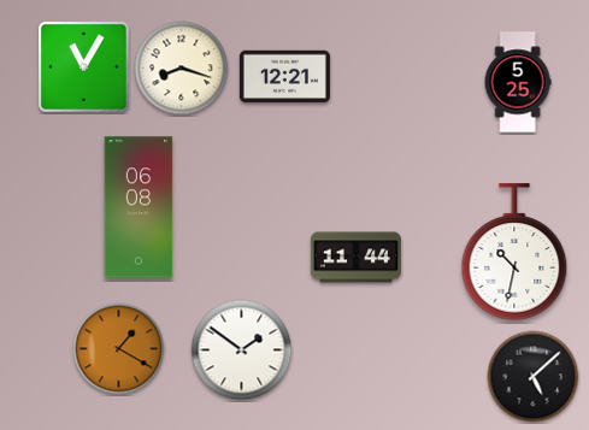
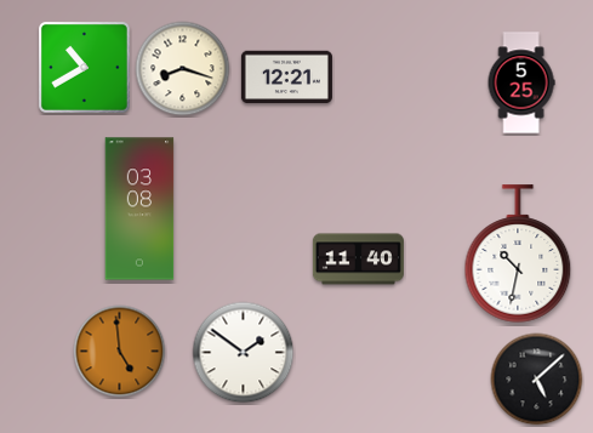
clock at (84, 67): 11:05 -> 10:40
clock at (139, 207): 06:08 -> 03:08
clock at (355, 258): 11:44 -> 11:40
clock at (119, 349): 1:20 -> 4:59
